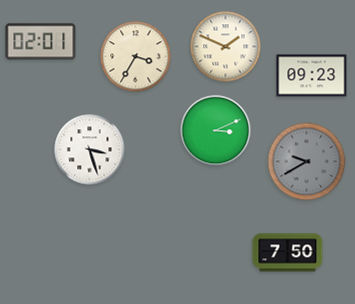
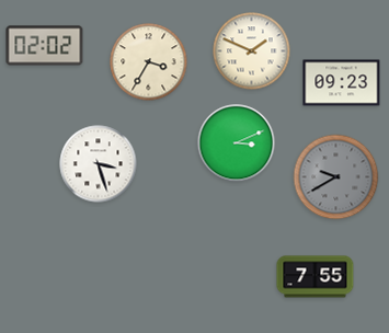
clock at (41, 42): 02:01 -> 02:02
clock at (226, 47) position: (226, 47) -> (252, 51)
clock at (288, 253): 7:50 -> 7:55
